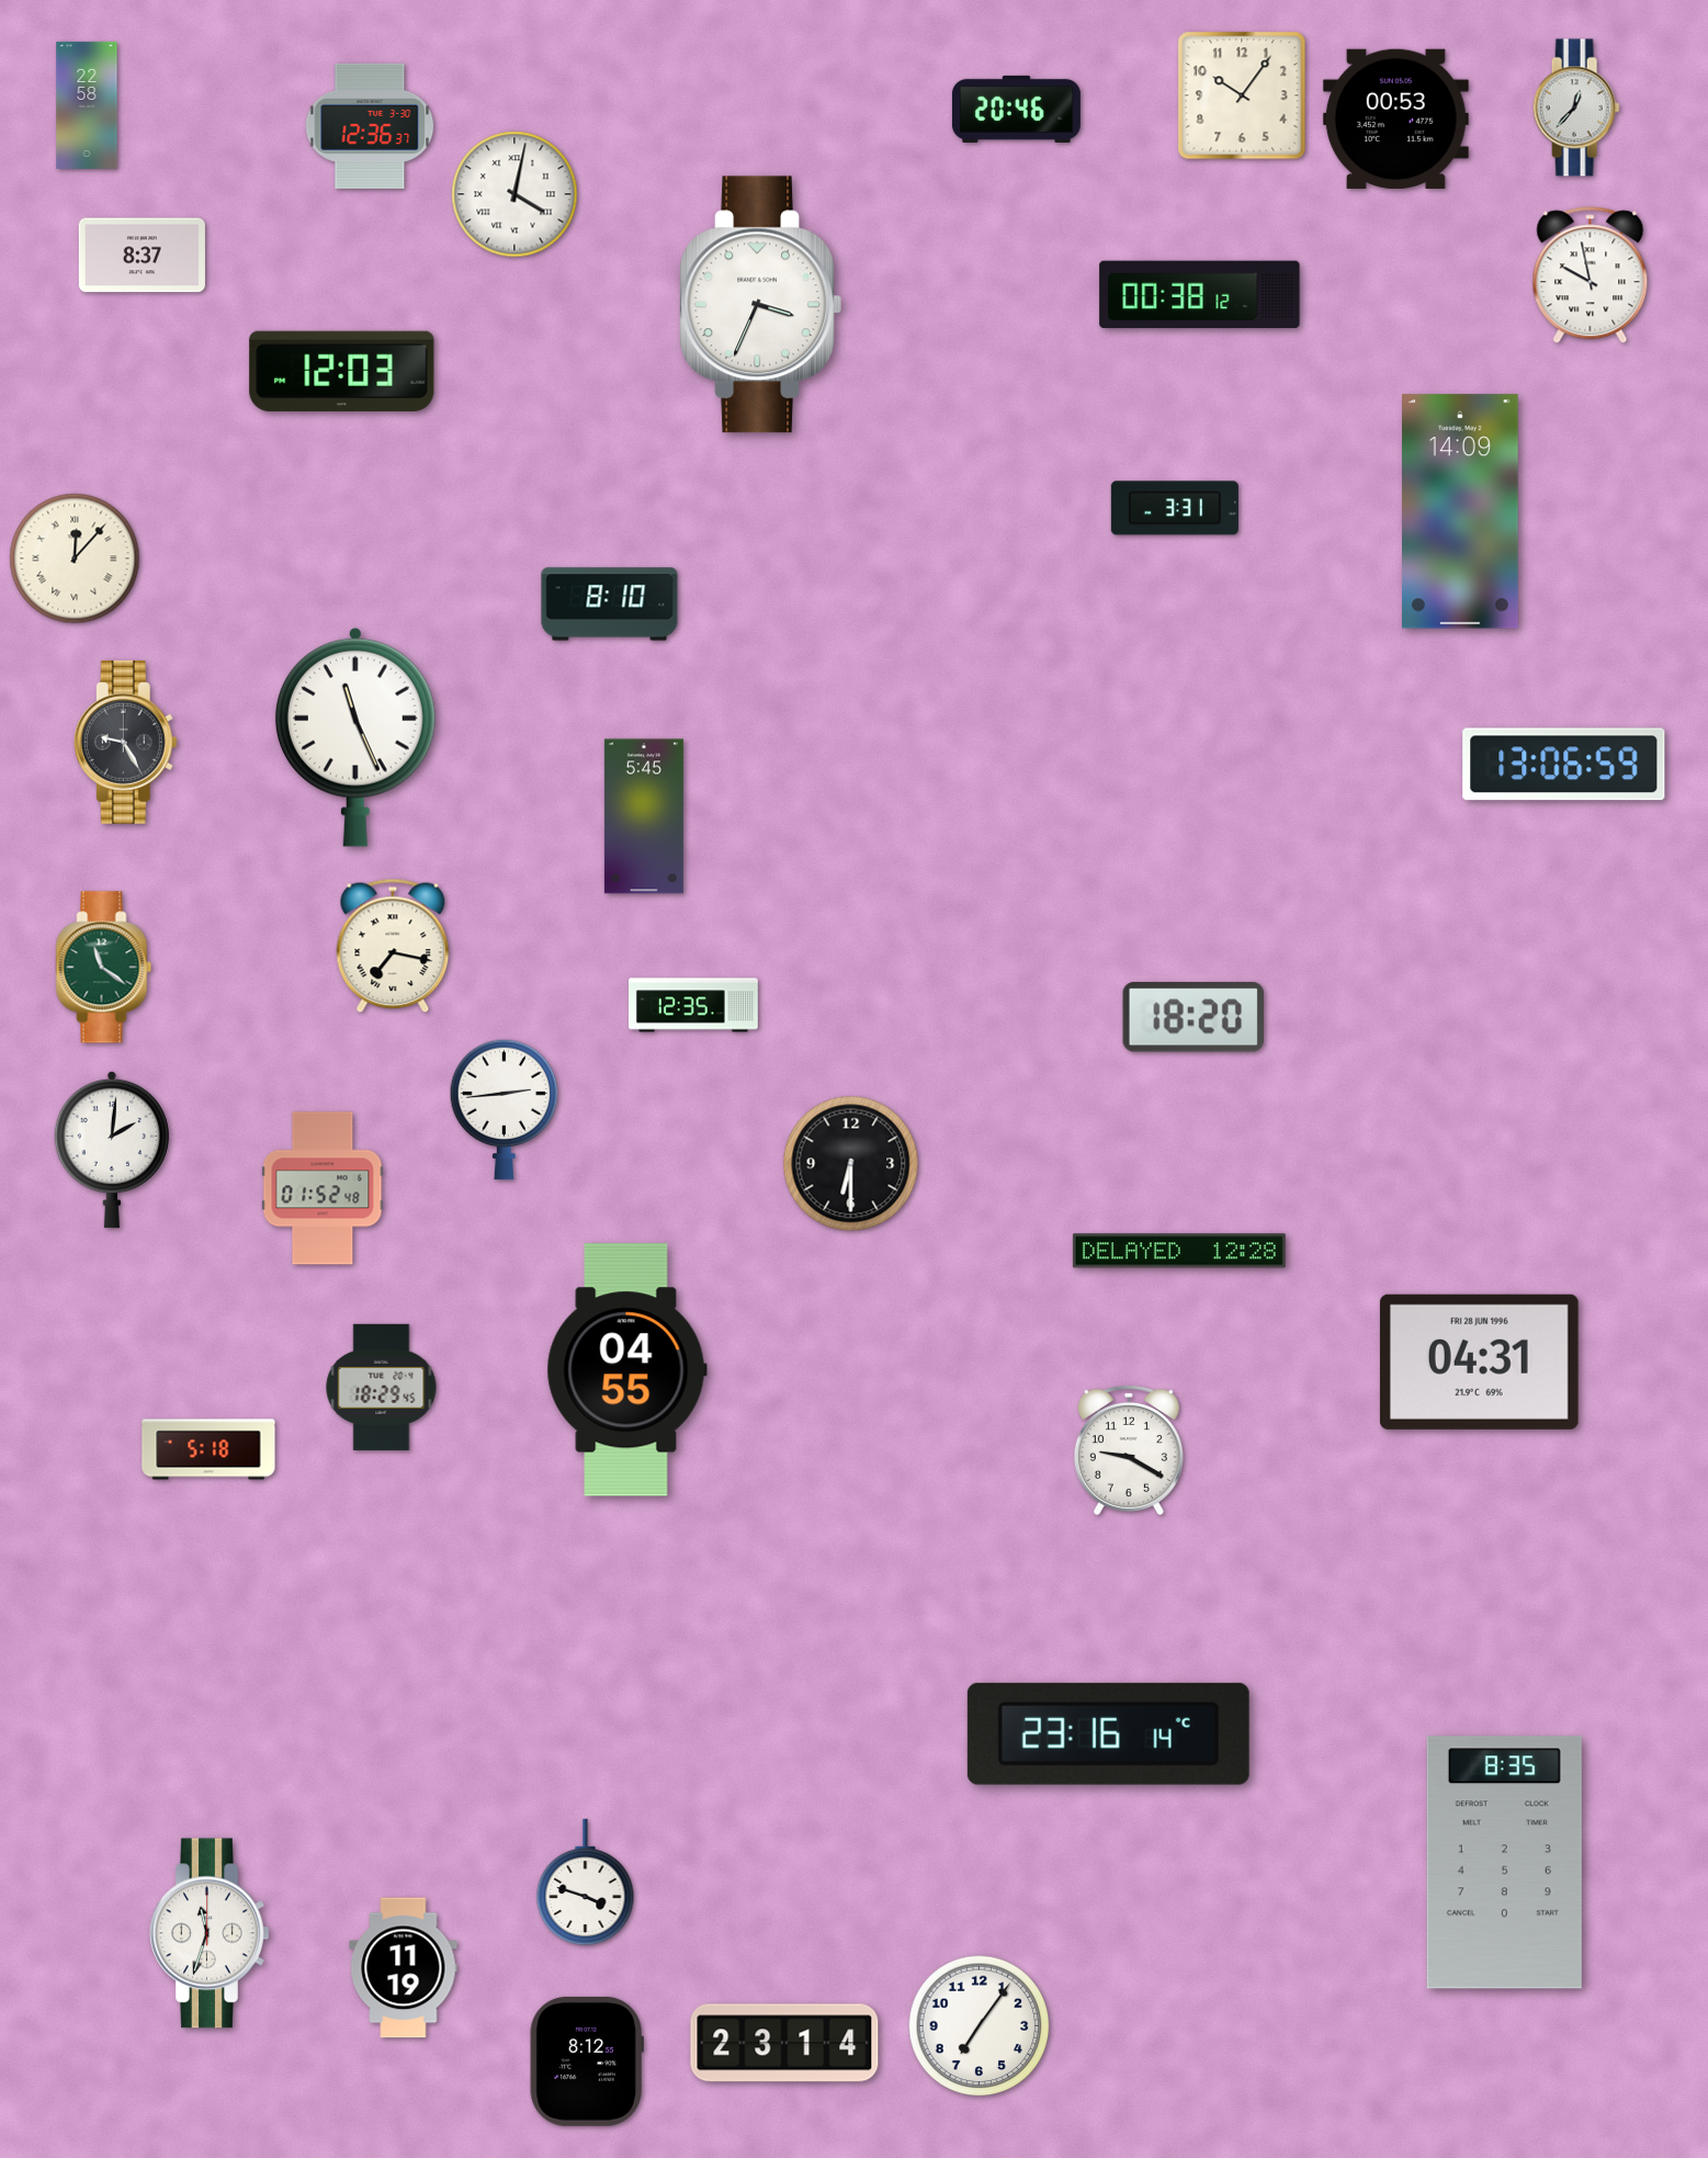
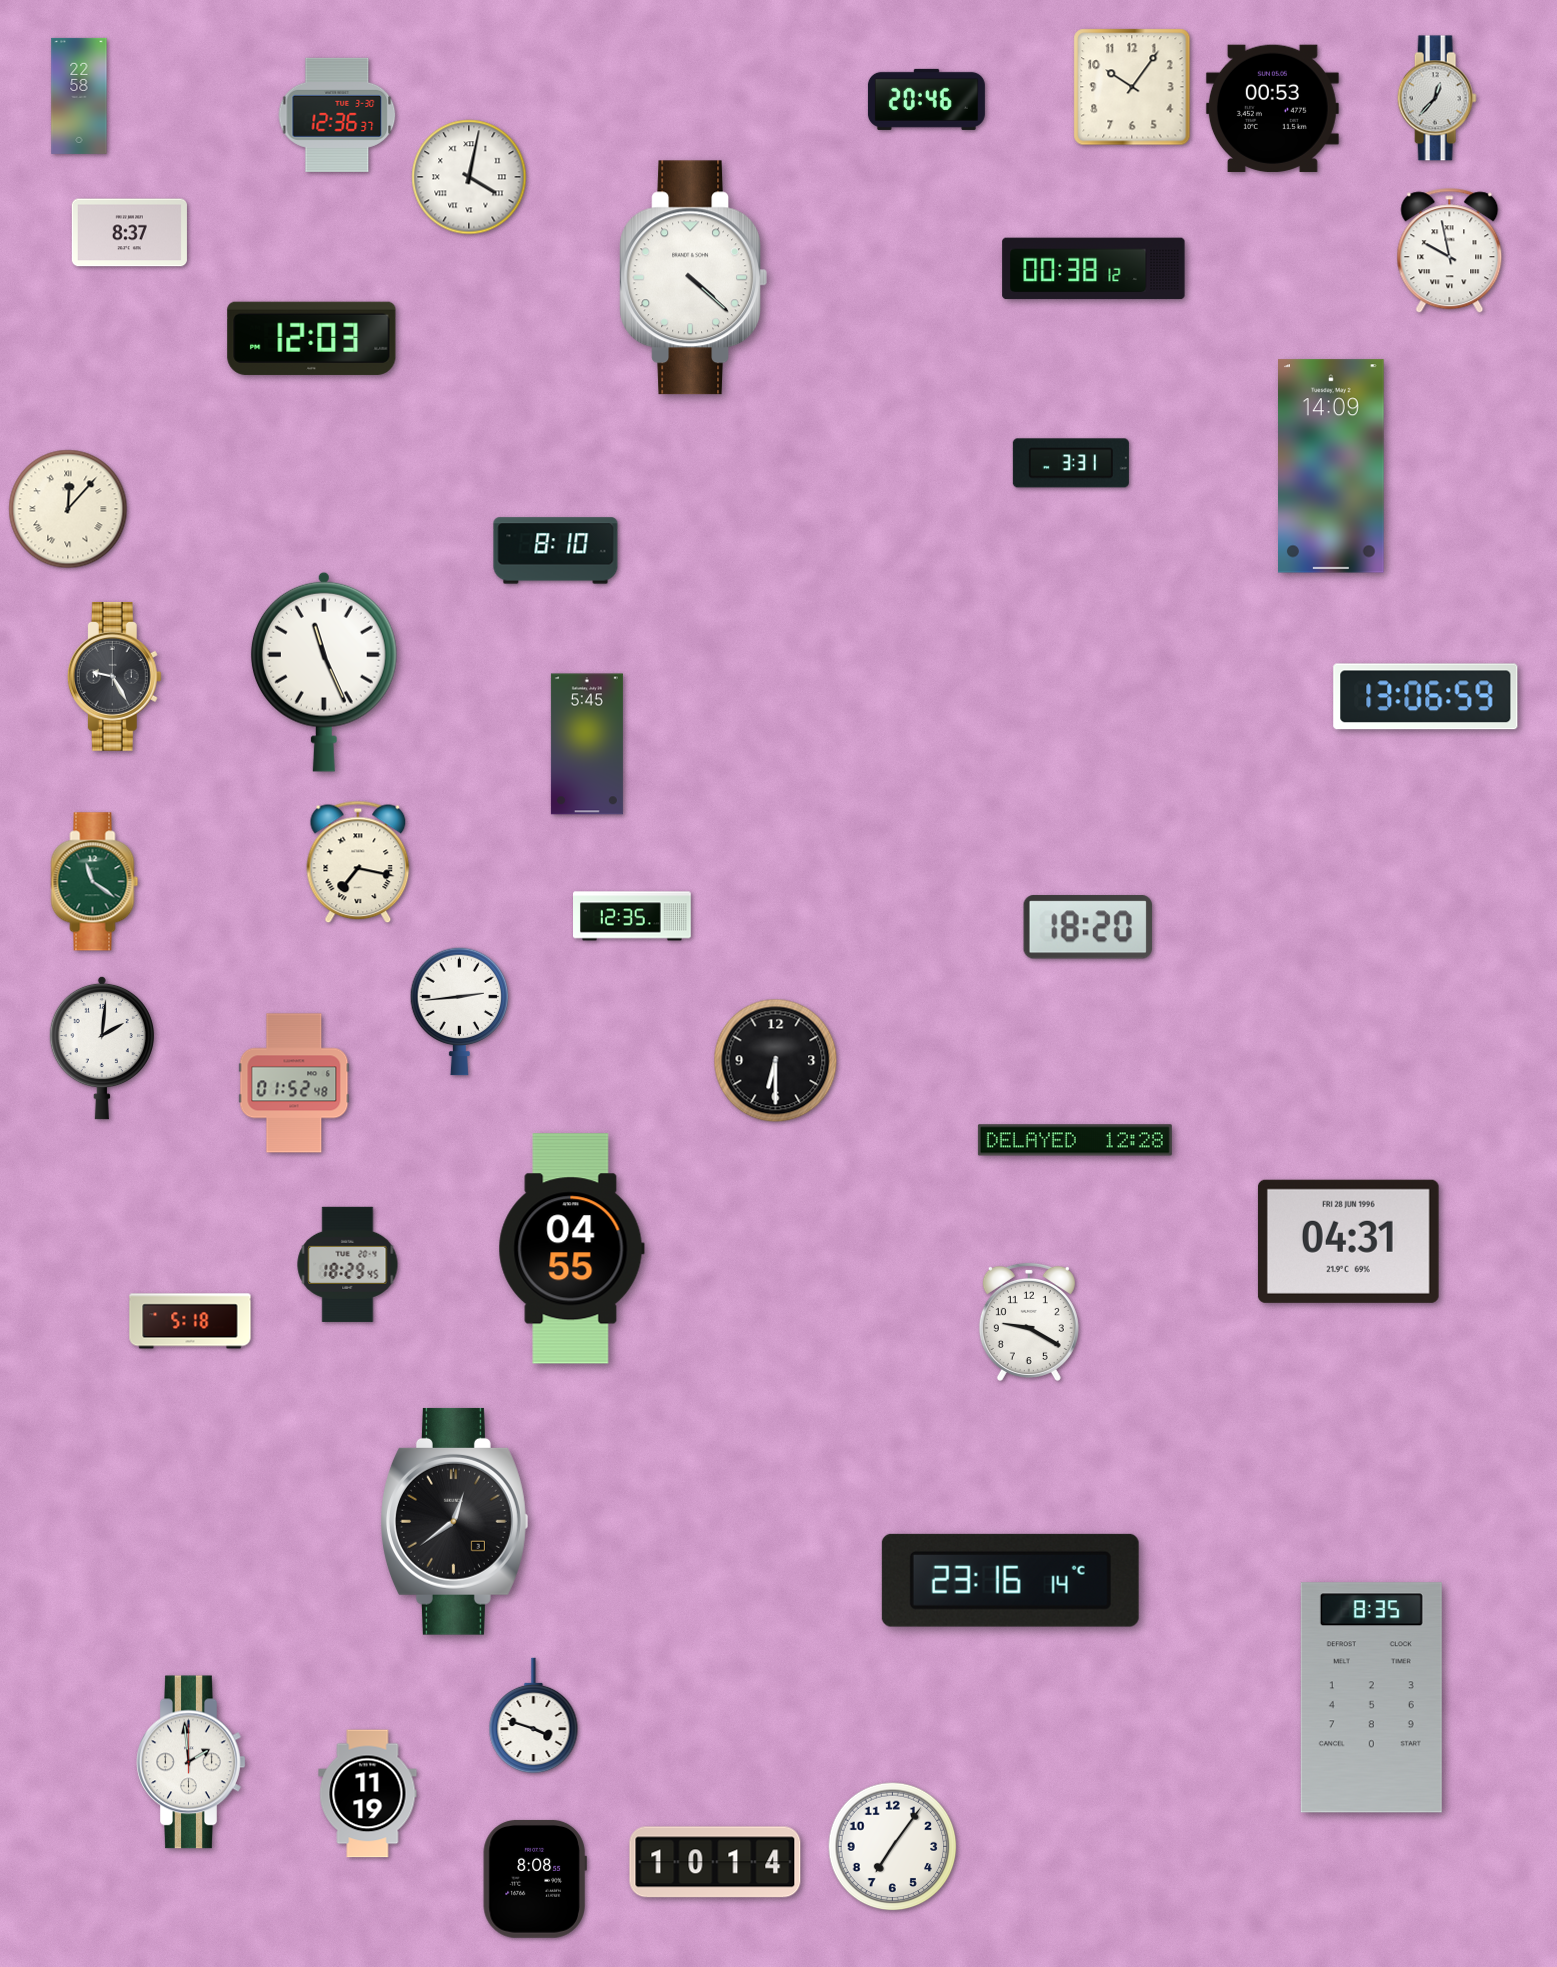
clock at (760, 305): 3:34 -> 4:22
clock at (455, 1521): none -> 12:39
clock at (210, 1933): 11:33 -> 1:59
clock at (784, 2043): 23:14 -> 10:14
clock at (587, 2061): 8:12 -> 8:08
